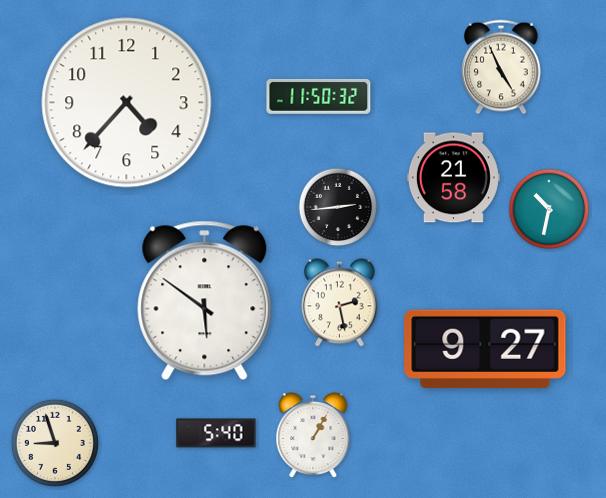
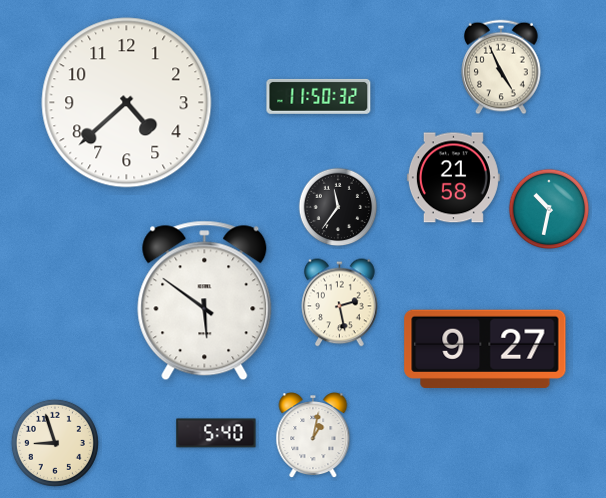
clock at (127, 103): 4:37 -> 4:38
clock at (338, 207): 2:44 -> 11:36
clock at (313, 436): 1:05 -> 1:02
